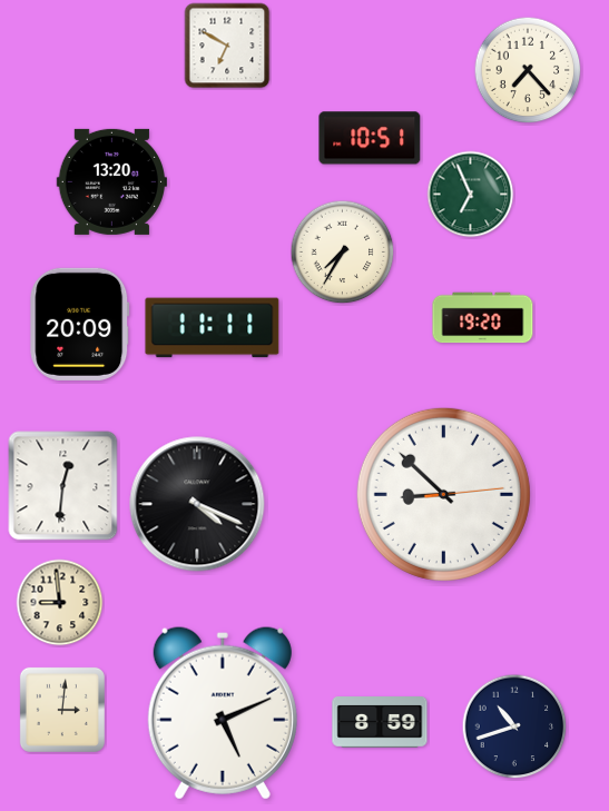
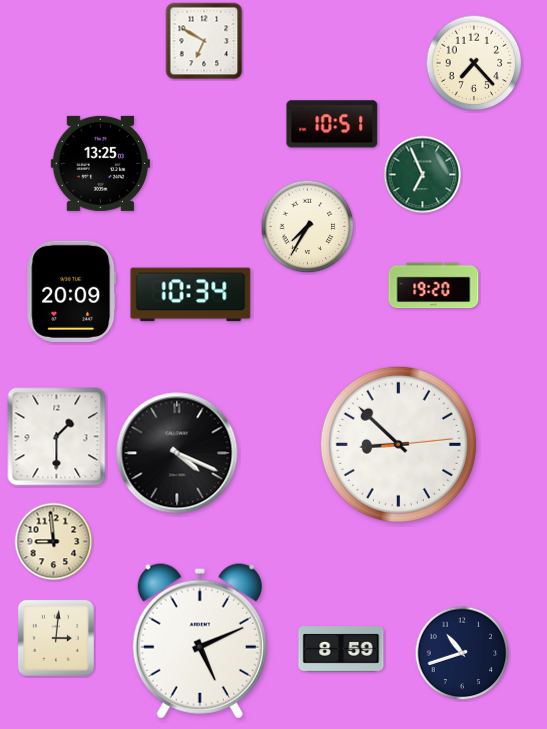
clock at (111, 181): 13:20 -> 13:25
clock at (213, 328): 11:11 -> 10:34
clock at (63, 486): 12:31 -> 1:30
